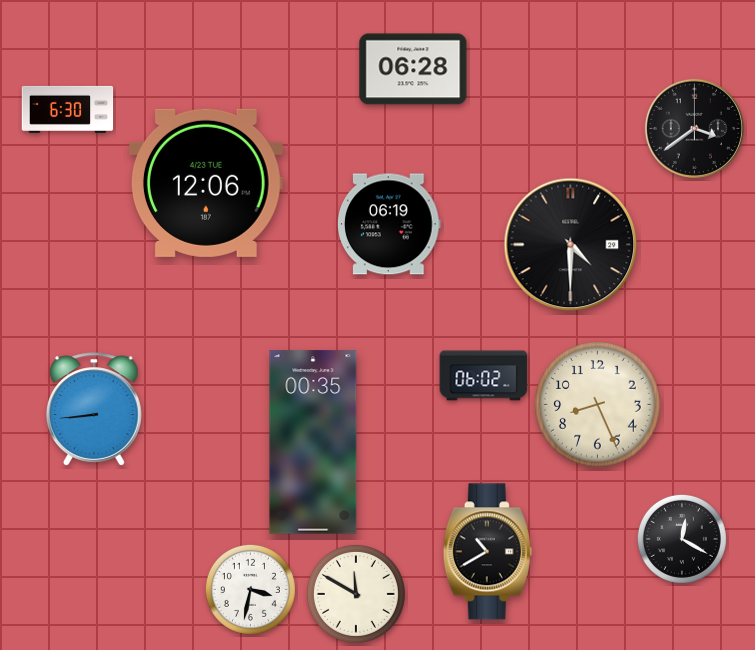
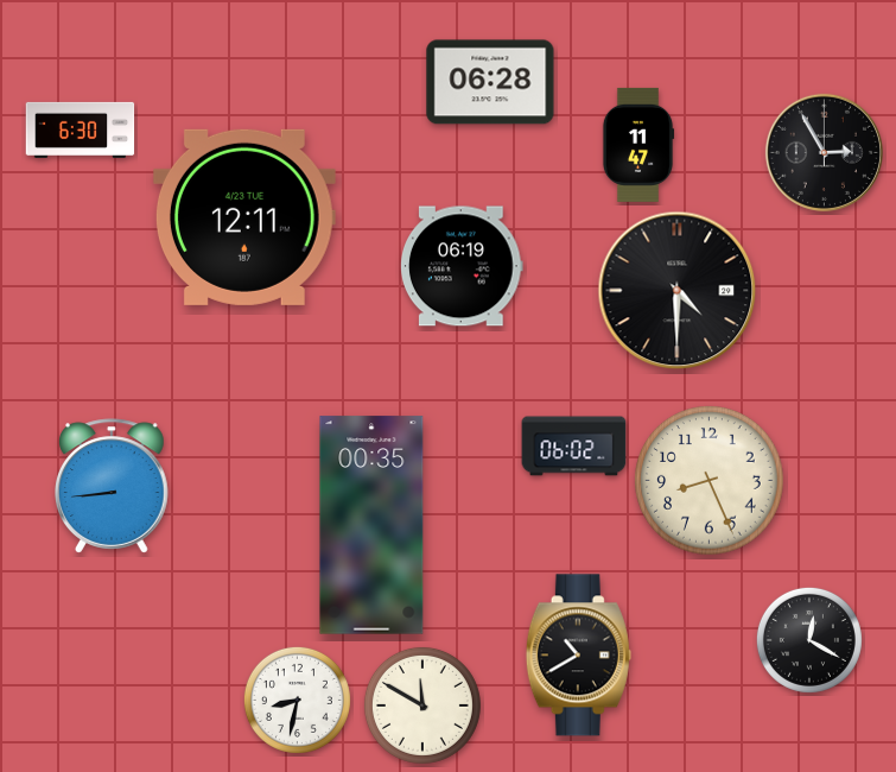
clock at (638, 145): none -> 11:47
clock at (694, 128): 3:39 -> 2:55
clock at (206, 183): 12:06 -> 12:11
clock at (250, 589): 3:32 -> 8:32
